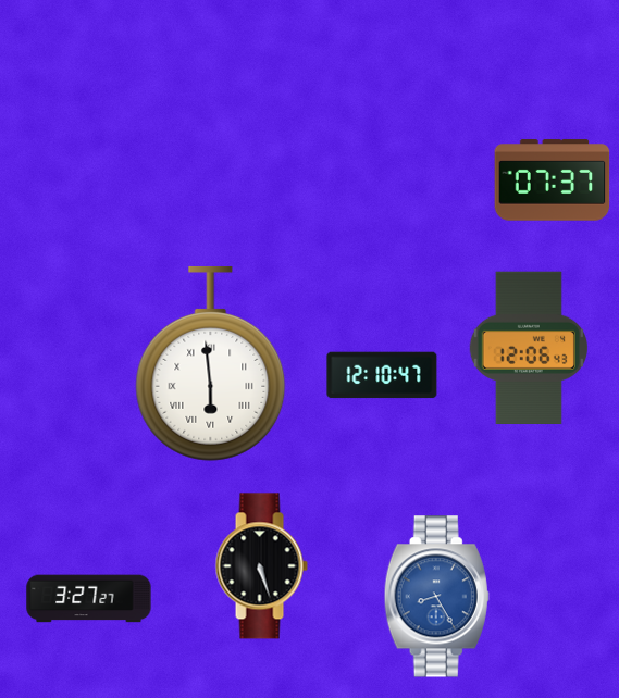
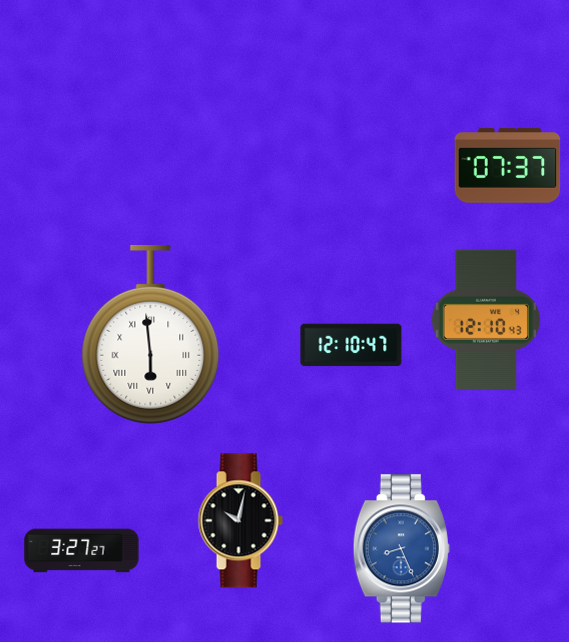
clock at (529, 347): 12:06 -> 12:10
clock at (211, 363) position: (211, 363) -> (151, 334)
clock at (261, 566): 5:27 -> 10:02
clock at (436, 597): 8:25 -> 8:26
